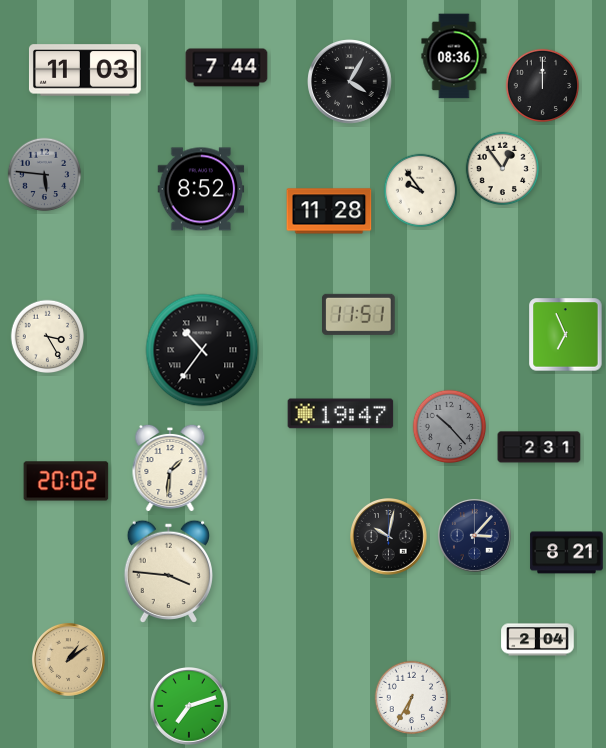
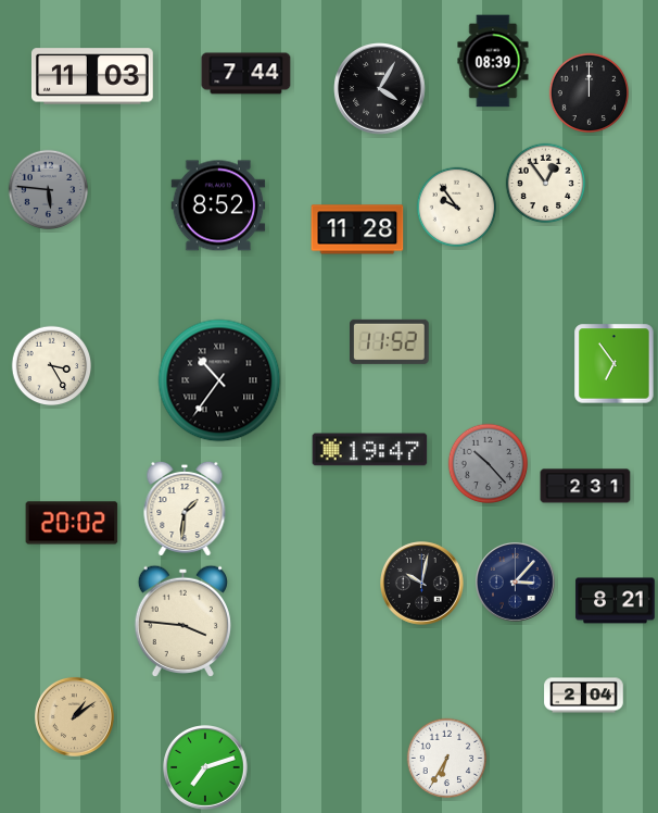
clock at (454, 56): 08:36 -> 08:39
clock at (359, 314): 11:51 -> 11:52
clock at (566, 335): 6:56 -> 6:54
